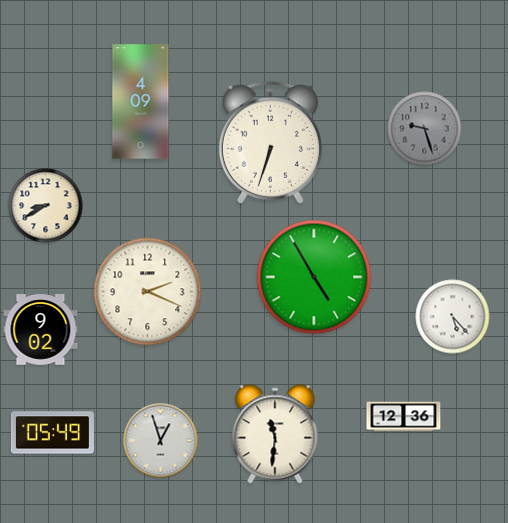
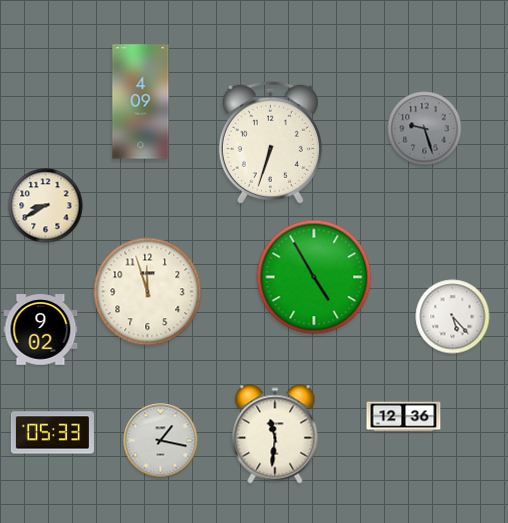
clock at (148, 292): 2:19 -> 11:57
clock at (52, 433): 05:49 -> 05:33
clock at (161, 441): 12:57 -> 1:17
